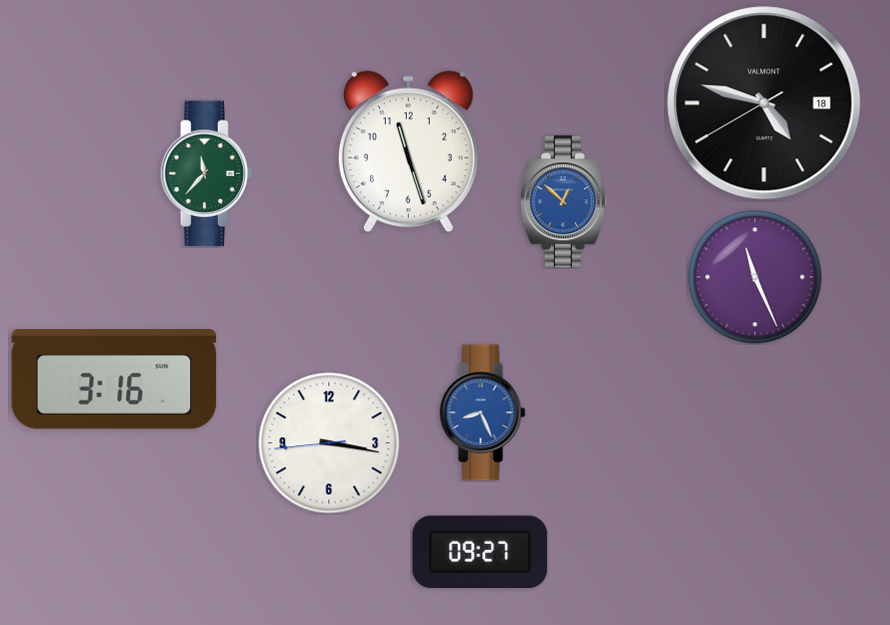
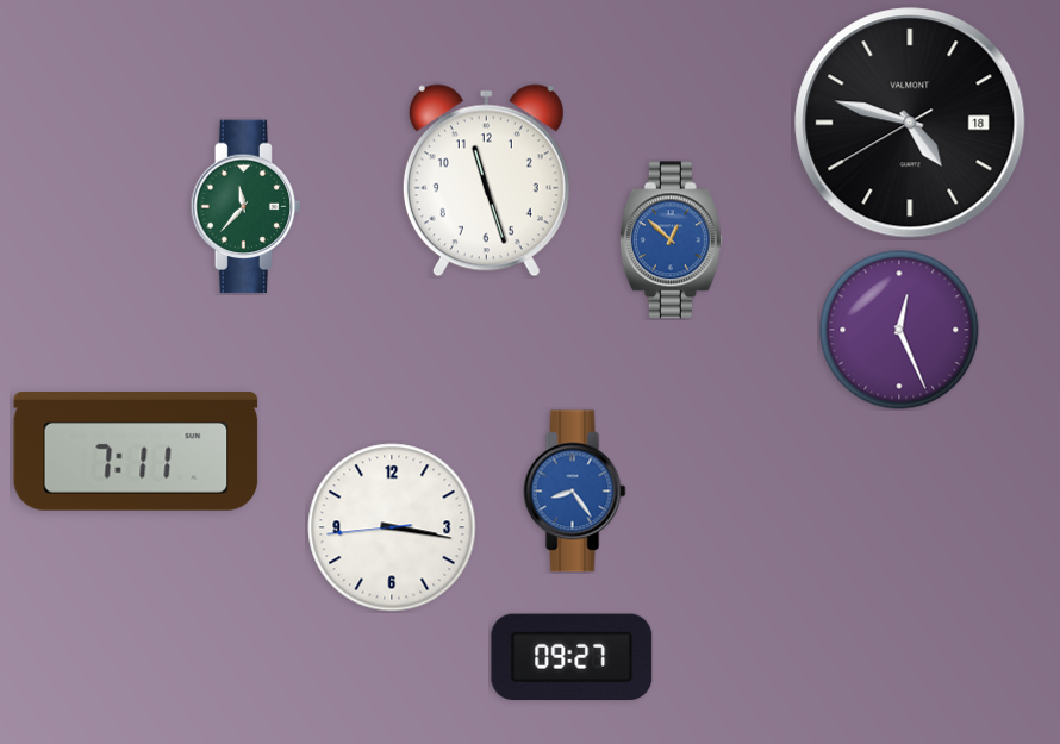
clock at (755, 277): 11:26 -> 12:26
clock at (114, 379): 3:16 -> 7:11
clock at (483, 413): 8:26 -> 8:24
